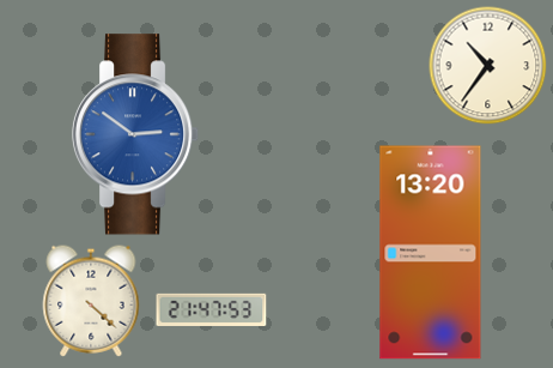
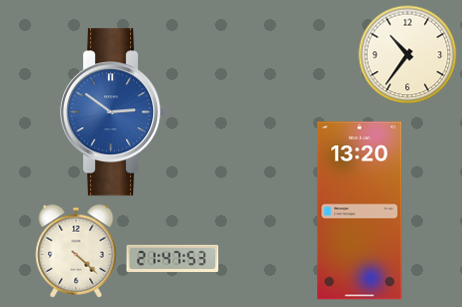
clock at (212, 309) position: (212, 309) -> (173, 258)
